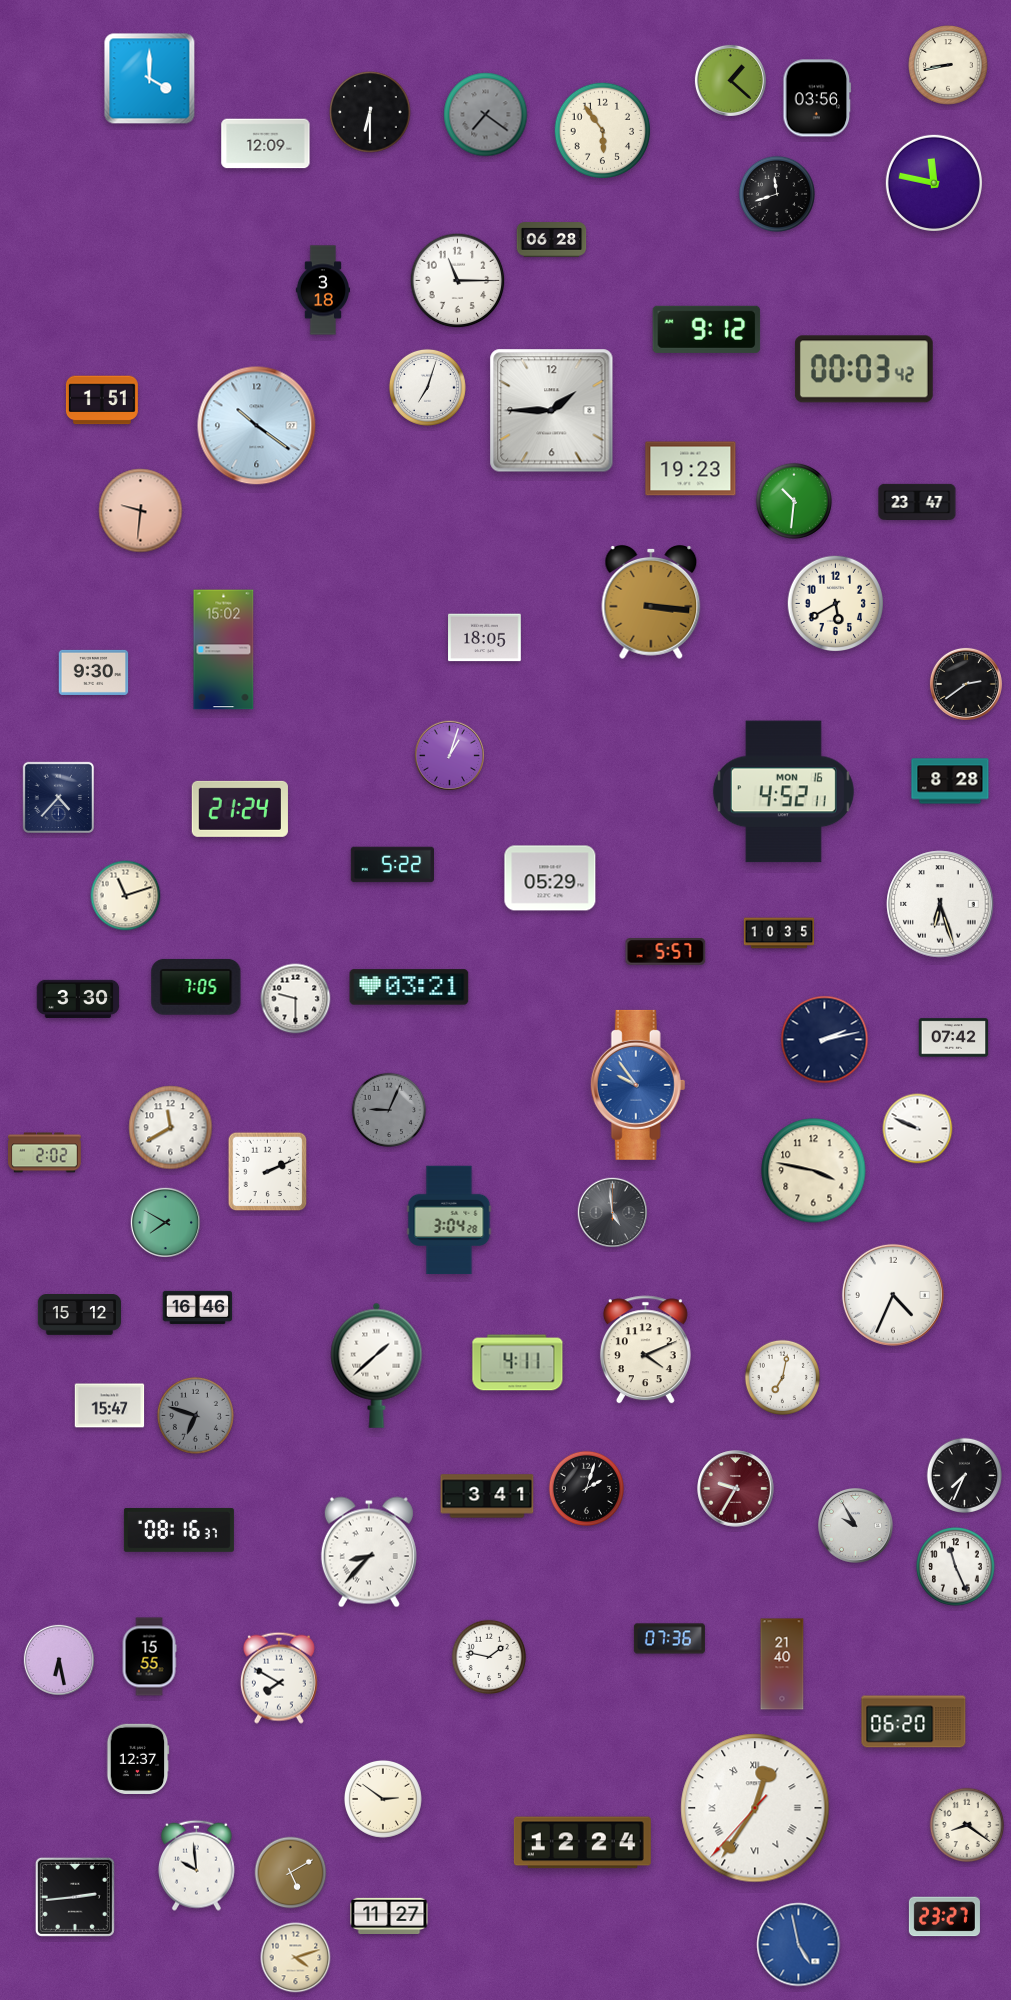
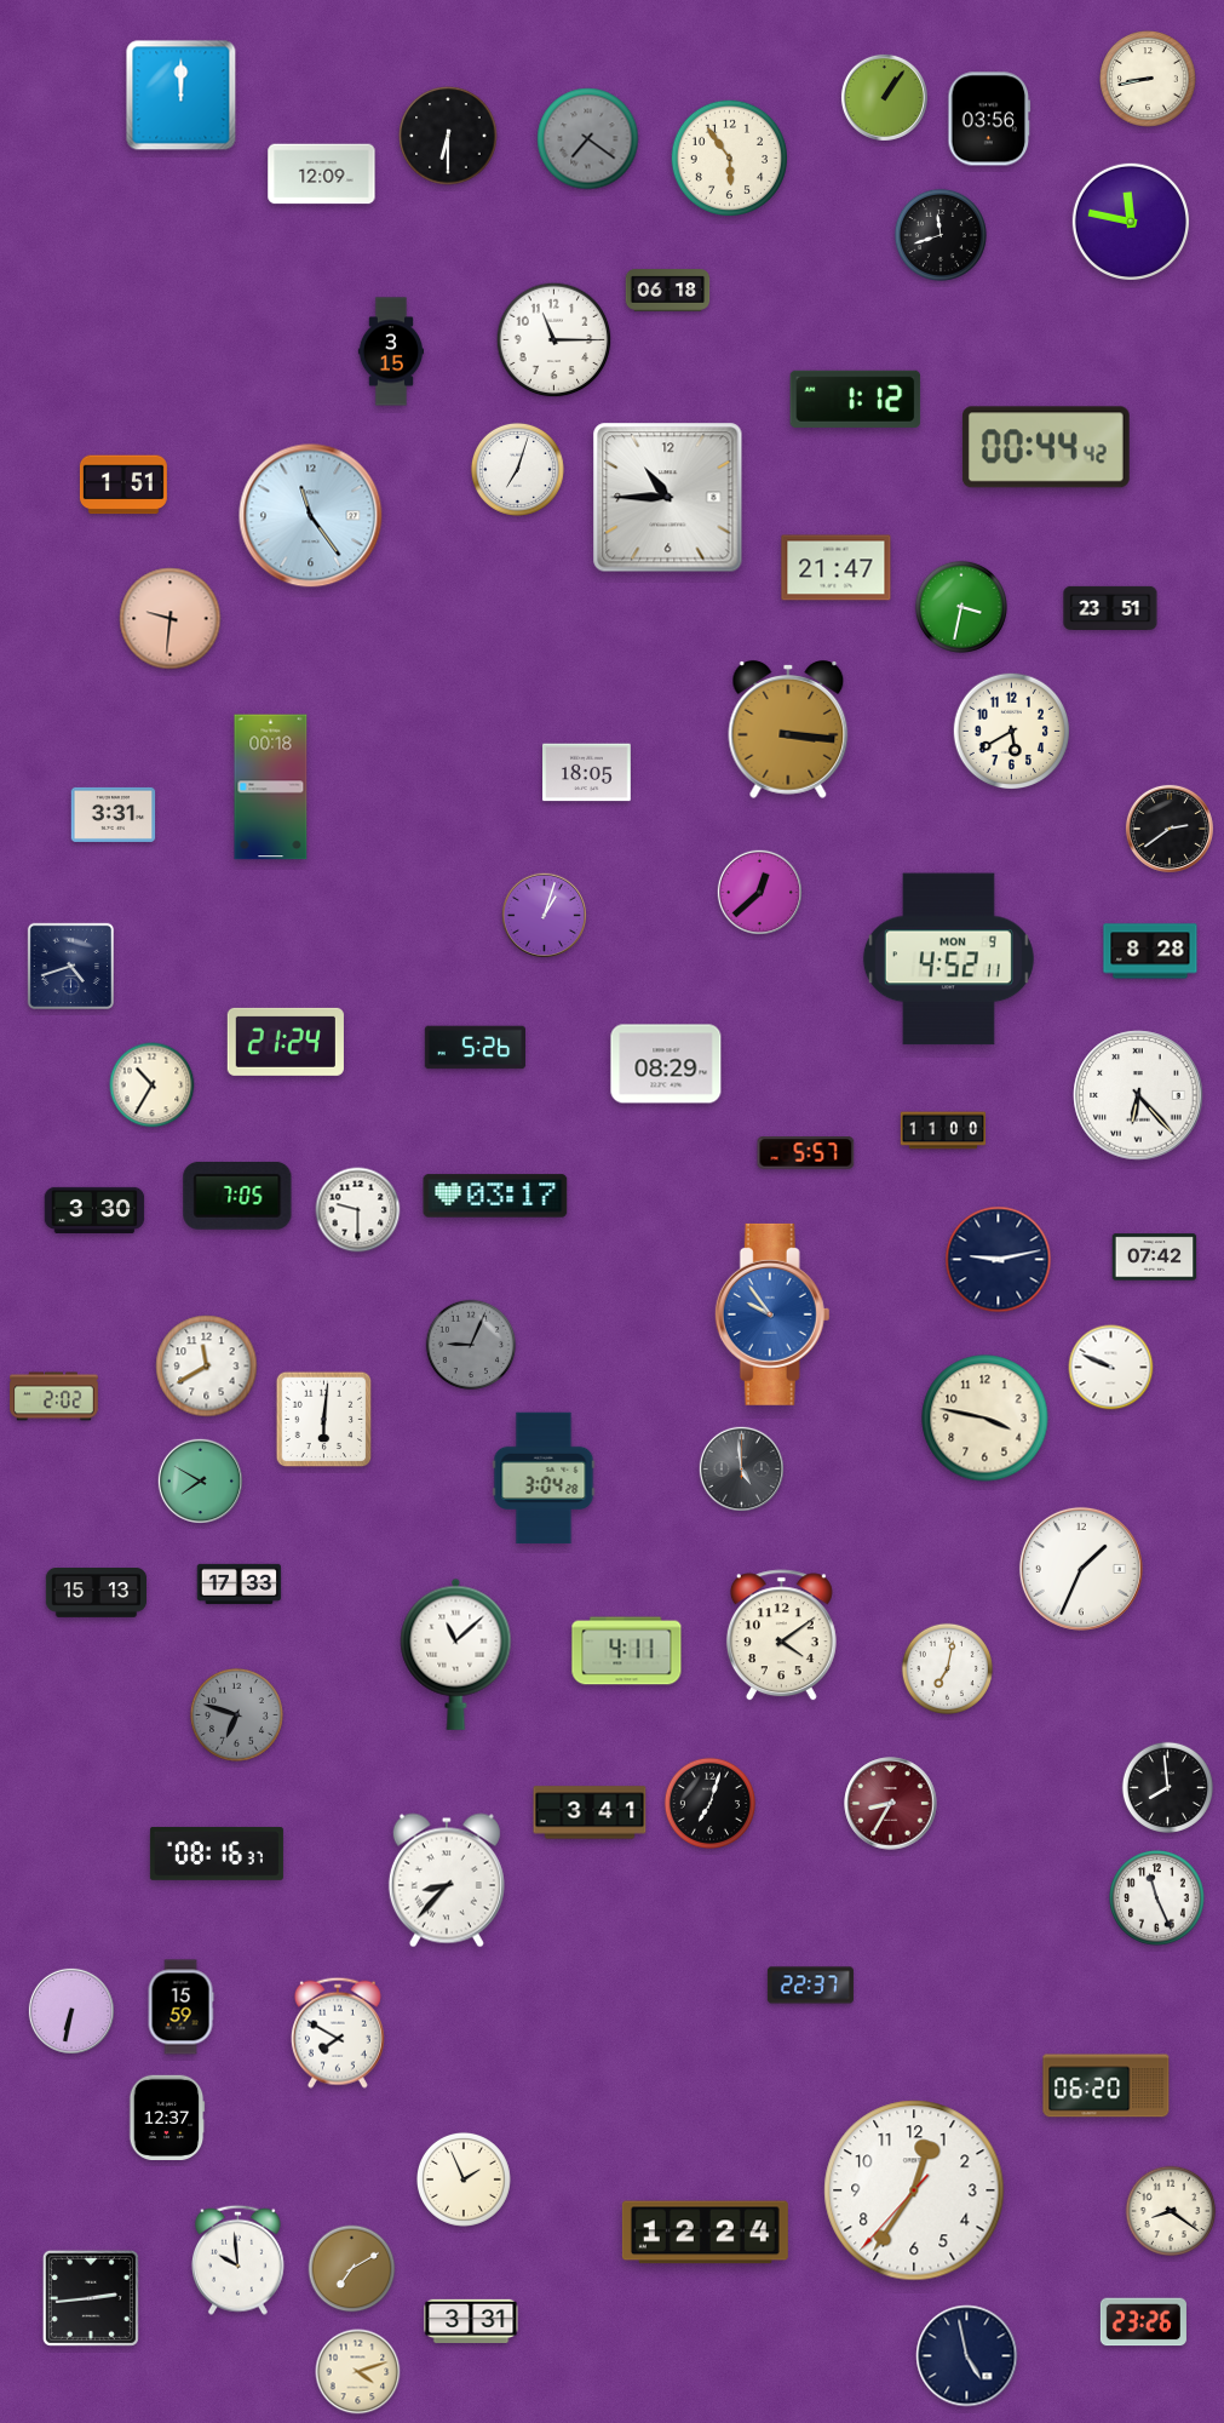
clock at (150, 79): 4:00 -> 12:00
clock at (730, 80): 1:22 -> 1:06
clock at (552, 240): 06:28 -> 06:18
clock at (323, 290): 3:18 -> 3:15
clock at (707, 329): 9:12 -> 1:12
clock at (864, 369): 00:03 -> 00:44
clock at (552, 411): 1:45 -> 10:45
clock at (257, 426): 10:21 -> 11:24
clock at (691, 469): 19:23 -> 21:47
clock at (794, 501): 10:31 -> 3:32
clock at (917, 502): 23:47 -> 23:51
clock at (224, 650): 15:02 -> 00:18
clock at (94, 672): 9:30 -> 3:31
clock at (760, 893): none -> 12:38
clock at (950, 781) position: (950, 781) -> (1150, 951)
clock at (783, 792) date: MON 16 -> MON 9
clock at (58, 797): 4:37 -> 4:42
clock at (240, 809) position: (240, 809) -> (286, 1042)
clock at (392, 865): 5:22 -> 5:26
clock at (550, 878): 05:29 -> 08:29
clock at (126, 896): 11:12 -> 10:35
clock at (940, 904): 6:27 -> 6:23
clock at (779, 933): 10:35 -> 11:00
clock at (409, 987): 03:21 -> 03:17
clock at (825, 1040): 2:13 -> 9:13
clock at (268, 1172): 2:11 -> 6:01
clock at (893, 1295): 4:34 -> 1:34
clock at (198, 1307): 16:46 -> 17:33
clock at (79, 1315): 15:12 -> 15:13
clock at (645, 1350): 4:11 -> 4:09
clock at (377, 1365): 1:38 -> 11:08
clock at (110, 1406): 15:47 -> none
clock at (964, 1475): 7:34 -> 7:59
clock at (586, 1488): 2:03 -> 7:03
clock at (736, 1489): 9:35 -> 8:35
clock at (856, 1526): 9:55 -> none
clock at (669, 1639): 07:36 -> 22:37
clock at (149, 1657): 15:55 -> 15:59
clock at (489, 1657): 1:47 -> none
clock at (58, 1659): 6:28 -> 6:32
clock at (782, 1664): 21:40 -> none
clock at (138, 1758) position: (138, 1758) -> (167, 2116)
clock at (383, 1799): 2:51 -> 1:56
clock at (755, 1808) numerals: Roman -> Arabic
clock at (291, 1873): 5:10 -> 7:10
clock at (389, 1915): 11:27 -> 3:31
clock at (944, 1917): 23:27 -> 23:26
clock at (799, 1945) dial: blue -> navy
